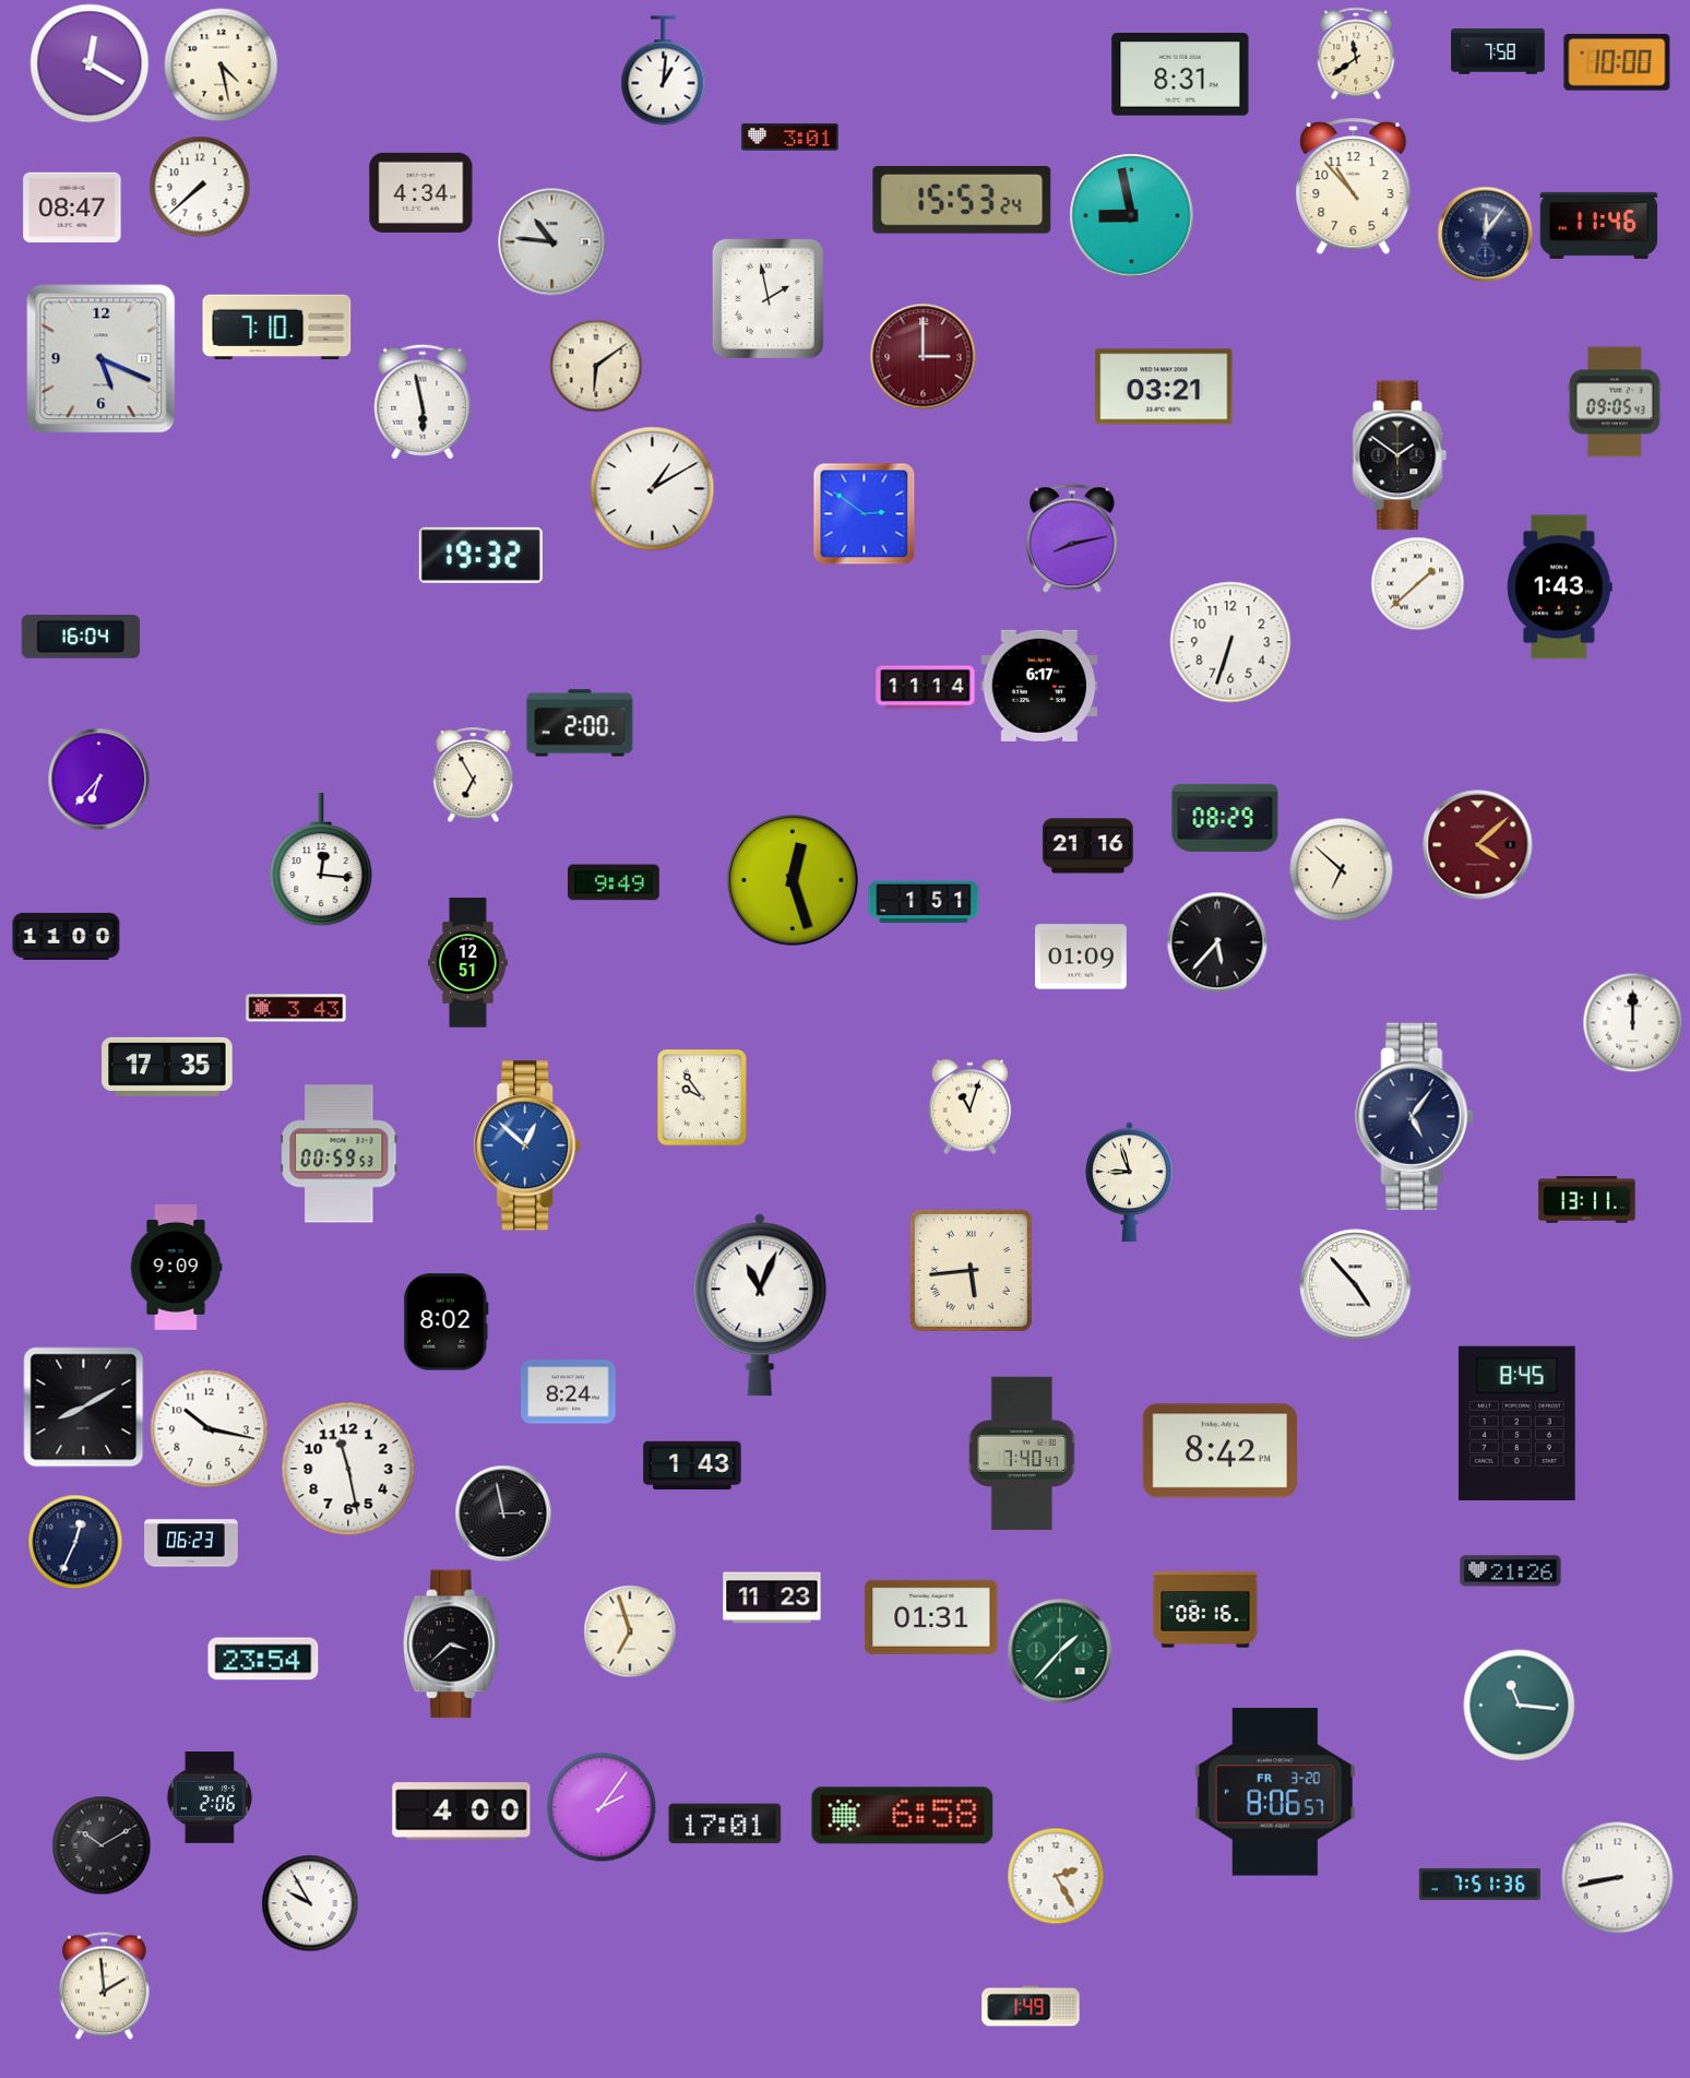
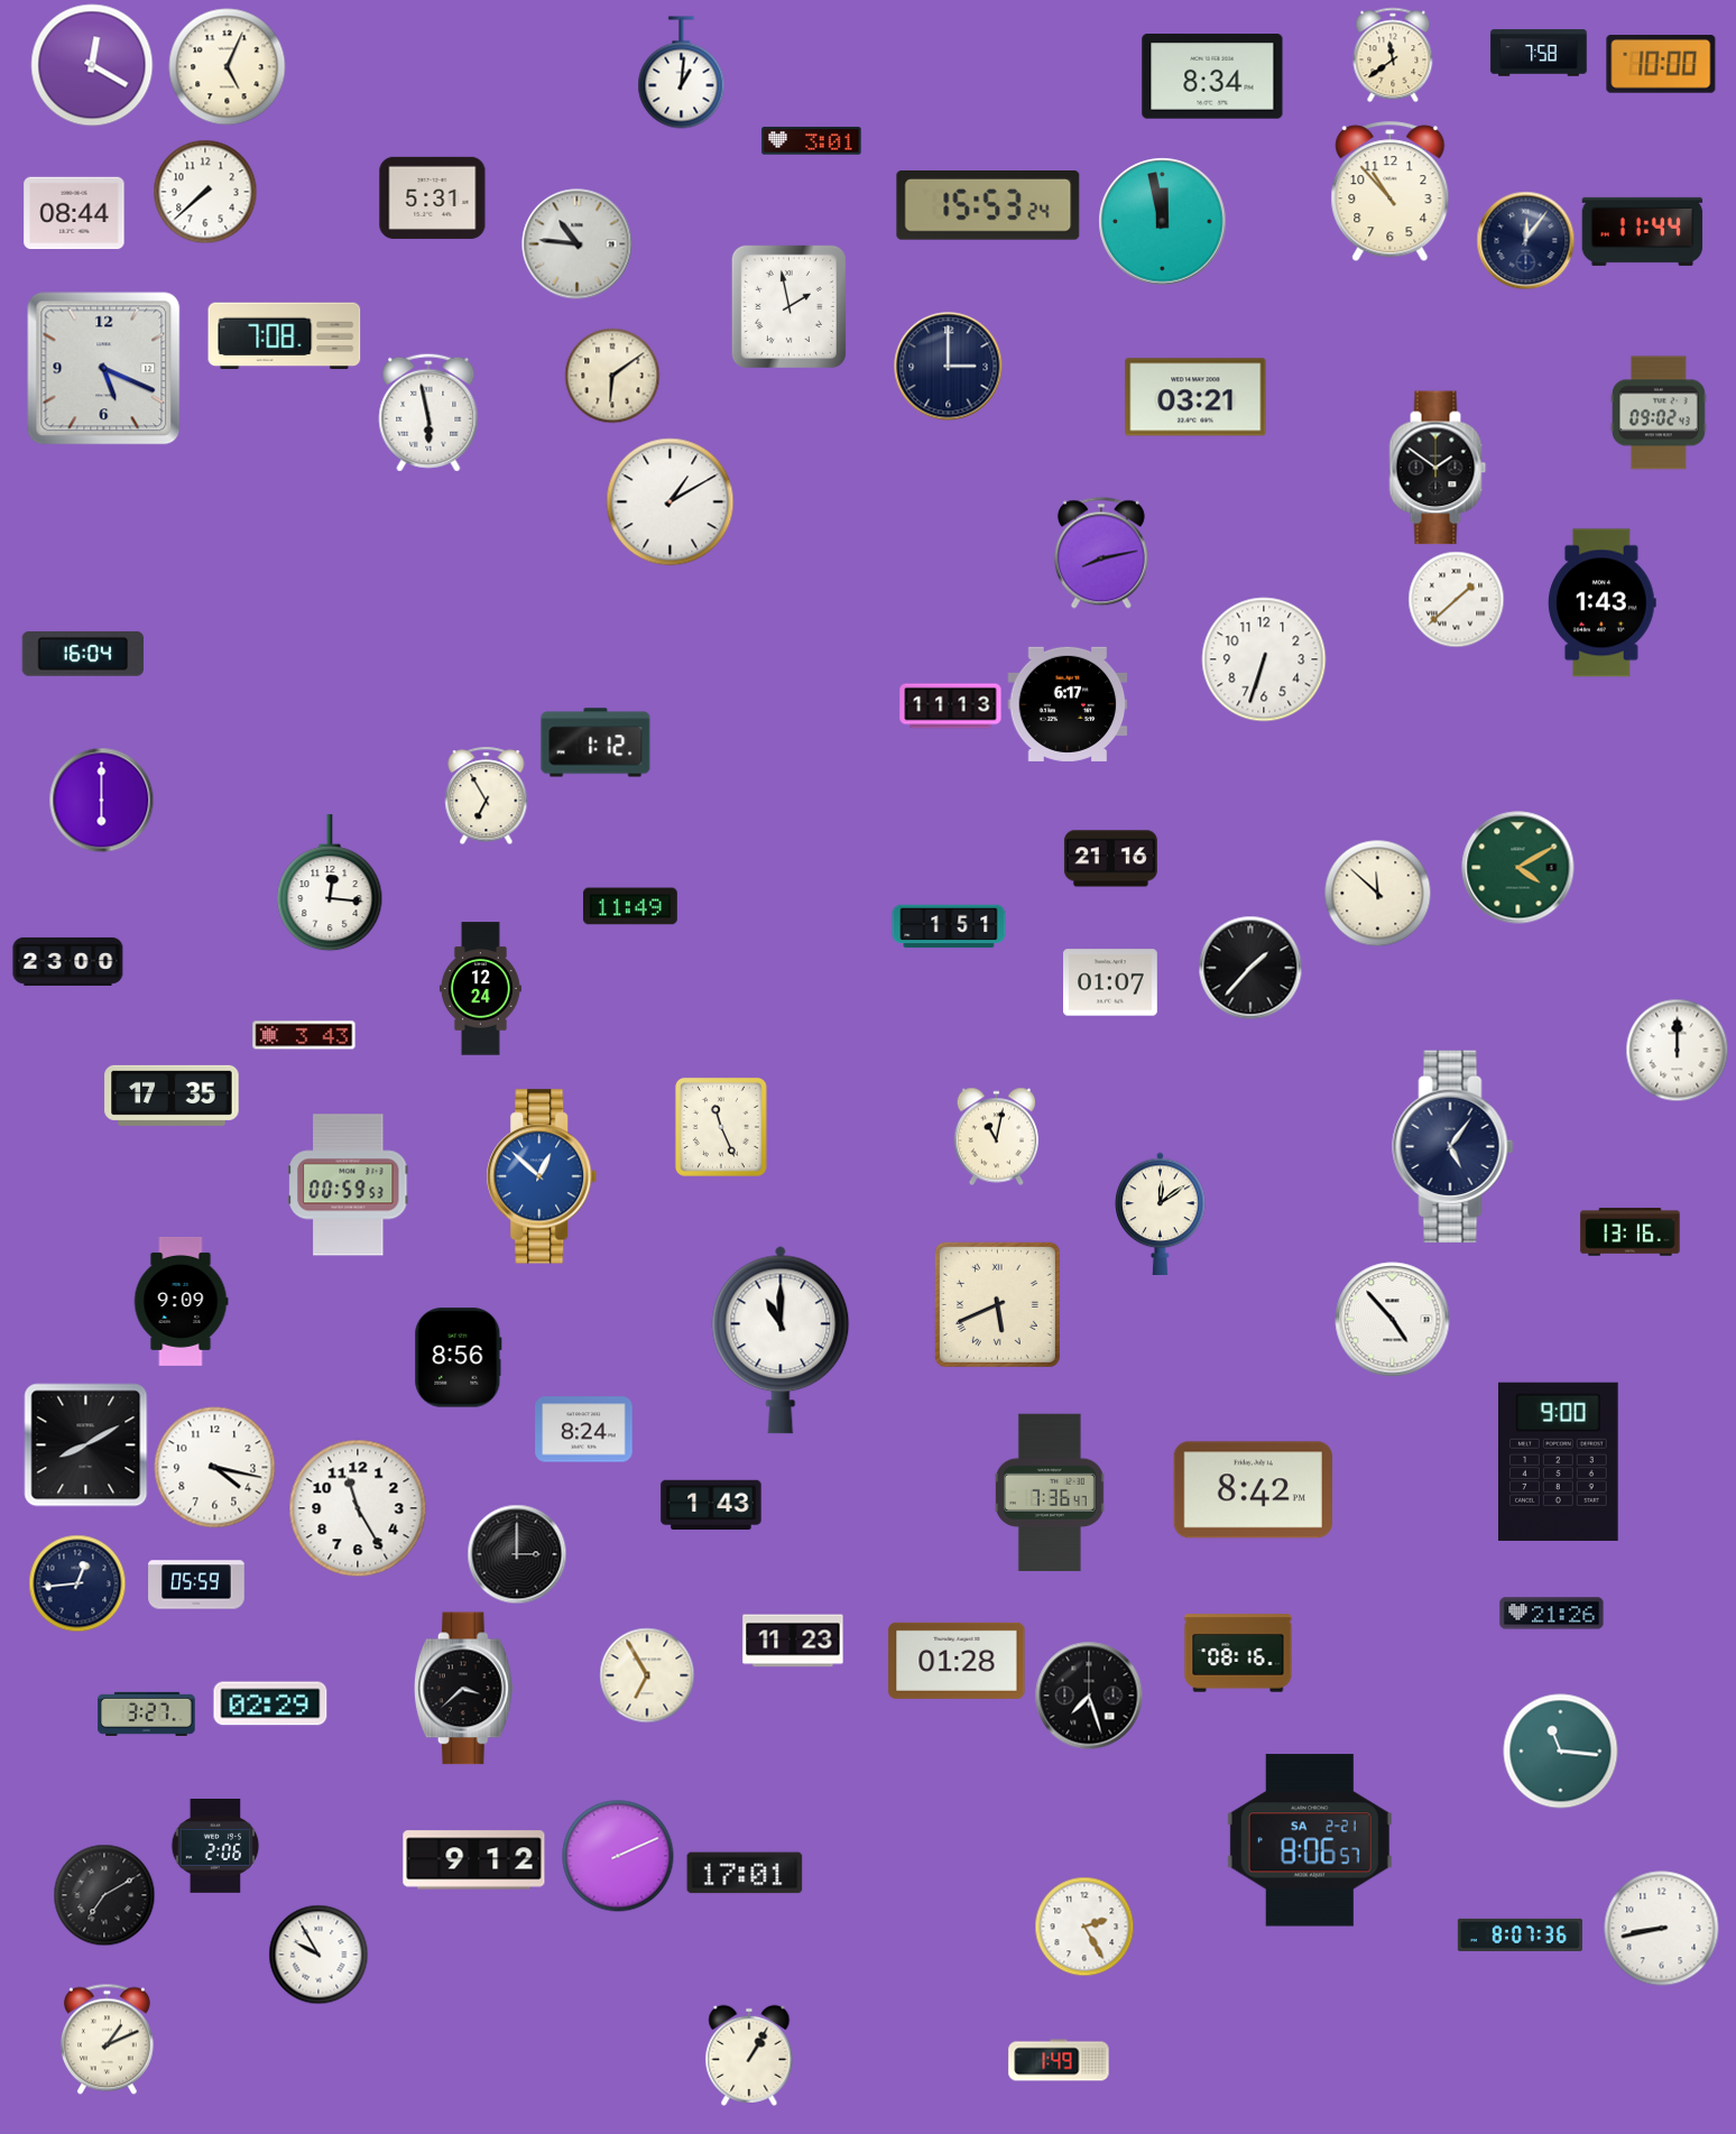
clock at (222, 66): 4:28 -> 5:04
clock at (1180, 74): 8:31 -> 8:34
clock at (421, 192): 4:34 -> 5:31
clock at (72, 207): 08:47 -> 08:44
clock at (1132, 216): 8:58 -> 11:58
clock at (1599, 225): 11:46 -> 11:44
clock at (552, 242) position: (552, 242) -> (578, 244)
clock at (277, 328): 7:10 -> 7:08
clock at (924, 357) dial: burgundy -> navy
clock at (422, 402) position: (422, 402) -> (428, 413)
clock at (1615, 402): 09:05 -> 09:02
clock at (865, 514): 2:51 -> none
clock at (480, 555): 19:32 -> none
clock at (926, 688): 11:14 -> 11:13
clock at (580, 723): 2:00 -> 1:12
clock at (99, 780): 6:37 -> 6:00
clock at (1225, 818): 08:29 -> none
clock at (1478, 845): 4:08 -> 4:10
clock at (1478, 845) dial: burgundy -> green
clock at (1087, 846) position: (1087, 846) -> (1110, 859)
clock at (1342, 870): 6:52 -> 11:52
clock at (794, 881): 12:27 -> none
clock at (615, 882): 9:49 -> 11:49
clock at (67, 936): 11:00 -> 23:00
clock at (1217, 942): 5:37 -> 1:37
clock at (1082, 957): 01:09 -> 01:07
clock at (467, 963): 12:51 -> 12:24
clock at (702, 1097): 9:54 -> 11:26
clock at (971, 1107): 11:03 -> 11:02
clock at (1130, 1182): 8:57 -> 12:09
clock at (1587, 1200): 13:11 -> 13:16
clock at (971, 1270): 5:44 -> 5:41
clock at (760, 1305): 11:04 -> 11:00
clock at (447, 1322): 8:02 -> 8:56
clock at (1518, 1423): 8:45 -> 9:00
clock at (210, 1429): 10:17 -> 4:17
clock at (1022, 1453): 7:40 -> 7:36
clock at (348, 1469): 11:28 -> 11:25
clock at (503, 1513): 2:58 -> 3:00
clock at (75, 1542): 12:34 -> 12:44
clock at (191, 1543): 06:23 -> 05:59
clock at (931, 1617): 01:31 -> 01:28
clock at (630, 1631): 6:57 -> 6:55
clock at (1060, 1651): 1:37 -> 7:27
clock at (1060, 1651) dial: green -> black
clock at (263, 1659): 23:54 -> 02:29
clock at (147, 1713): none -> 3:27
clock at (1275, 1792) date: FR 3-20 -> SA 2-21
clock at (602, 1807): 2:06 -> 2:11
clock at (462, 1812): 4:00 -> 9:12
clock at (903, 1816): 6:58 -> none
clock at (102, 1845): 10:10 -> 7:10
clock at (1479, 1884): 7:51 -> 8:07
clock at (104, 1986): 1:59 -> 1:11
clock at (749, 2056): none -> 1:05
